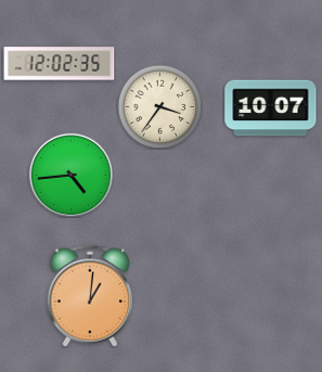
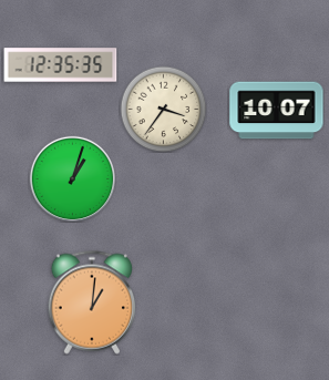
clock at (60, 64): 12:02 -> 12:35
clock at (70, 175): 4:44 -> 1:03
